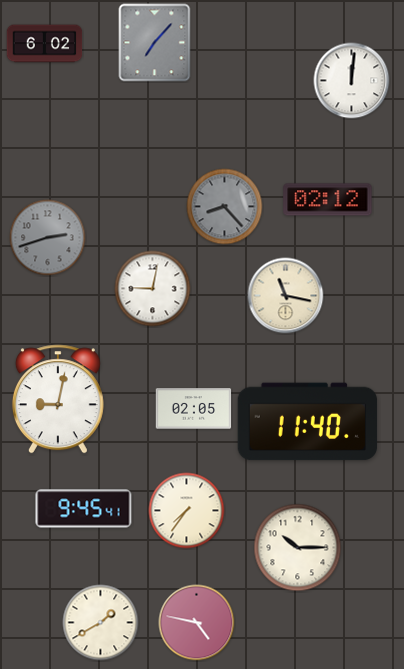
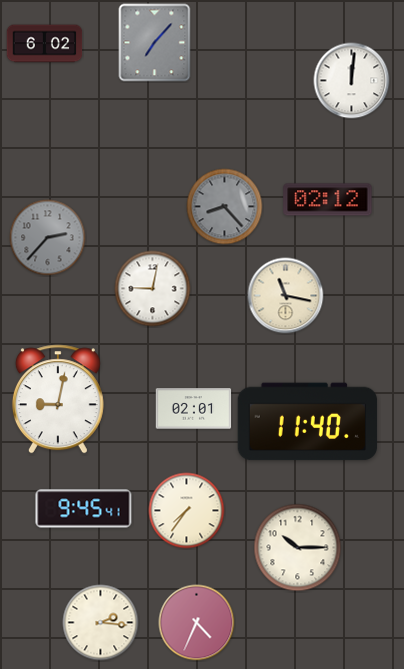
clock at (48, 238): 2:42 -> 2:37
clock at (194, 409): 02:05 -> 02:01
clock at (101, 623): 1:40 -> 2:16
clock at (197, 623): 4:47 -> 4:34
